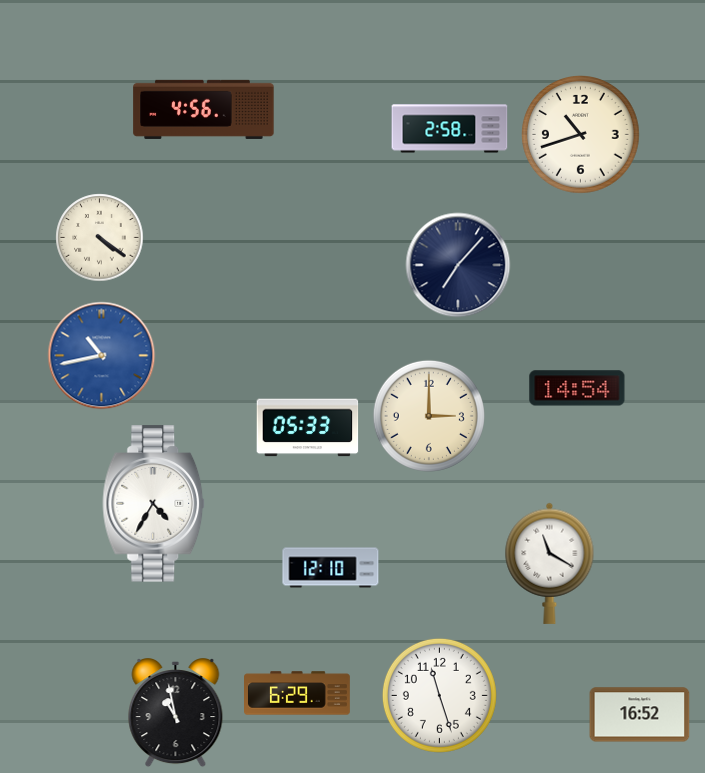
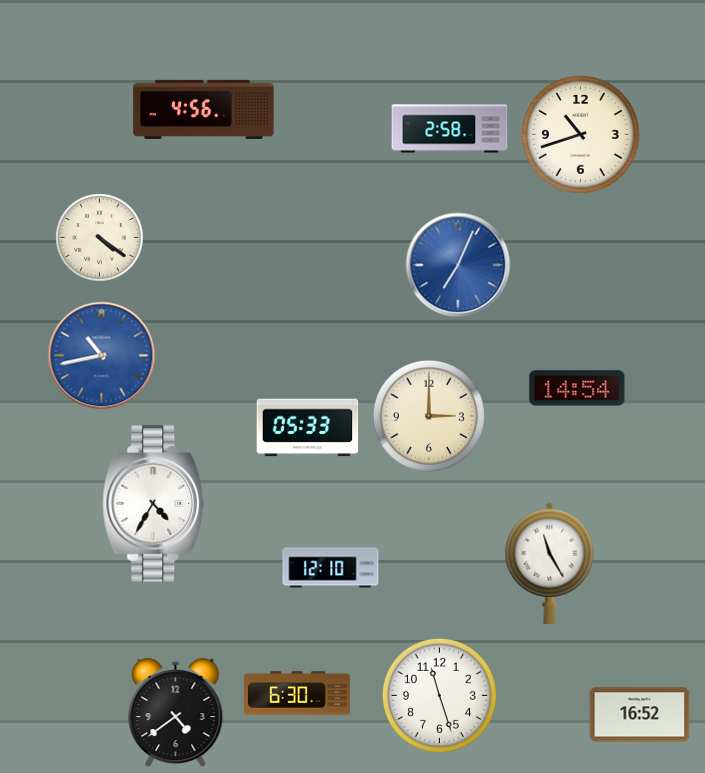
clock at (458, 265): 7:07 -> 7:04
clock at (458, 265) dial: navy -> blue
clock at (550, 563): 11:20 -> 11:25
clock at (298, 693): 6:29 -> 6:30
clock at (176, 713): 10:58 -> 4:39
